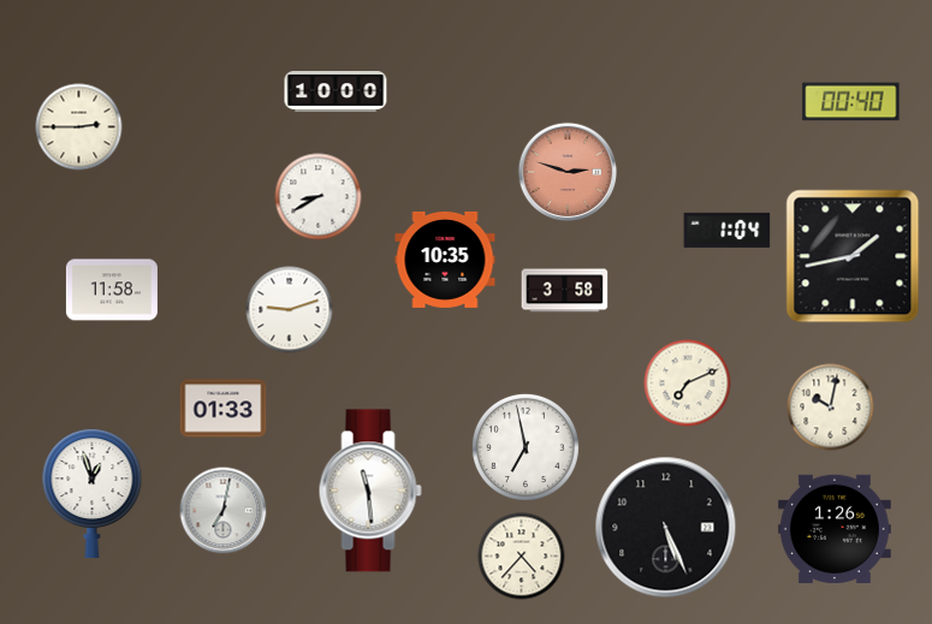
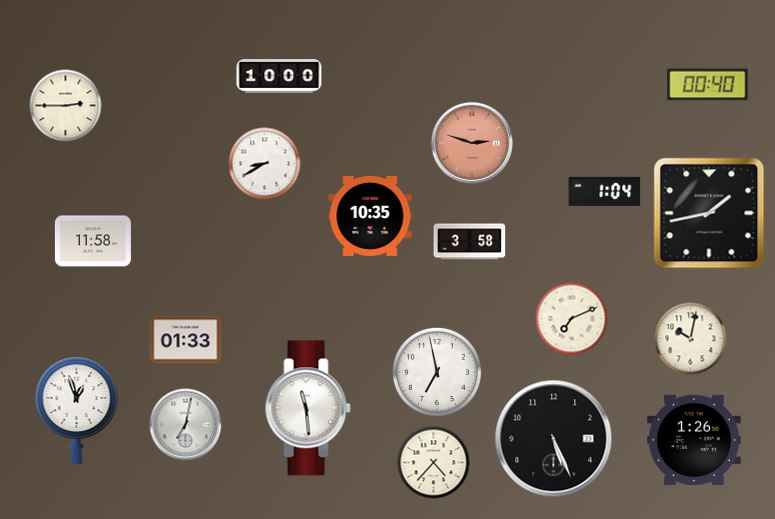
clock at (290, 310): 9:12 -> none
